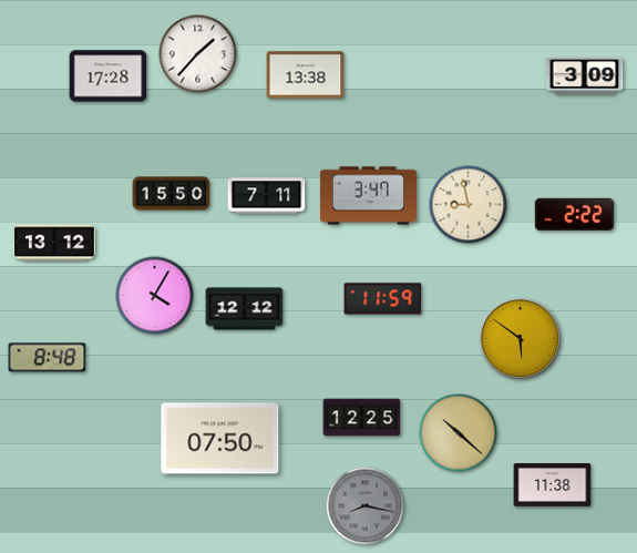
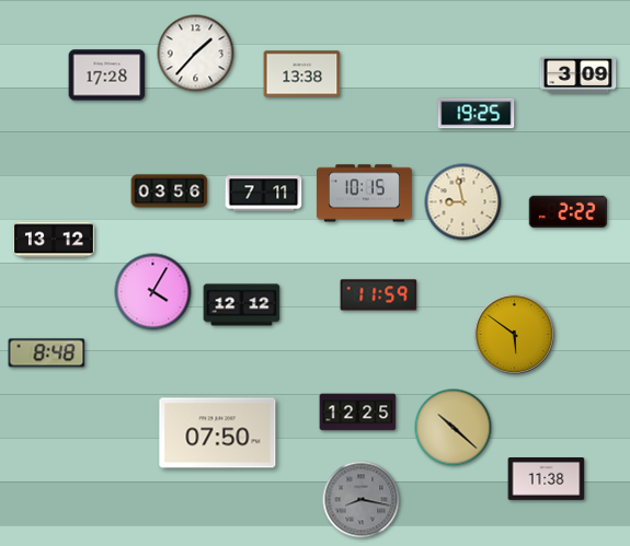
clock at (477, 114): none -> 19:25
clock at (172, 194): 15:50 -> 03:56
clock at (368, 196): 3:47 -> 10:15
